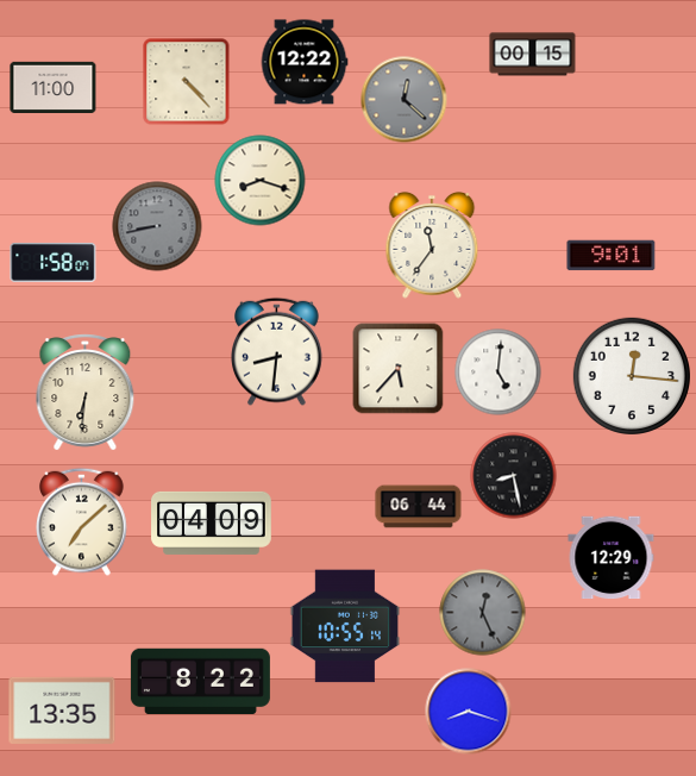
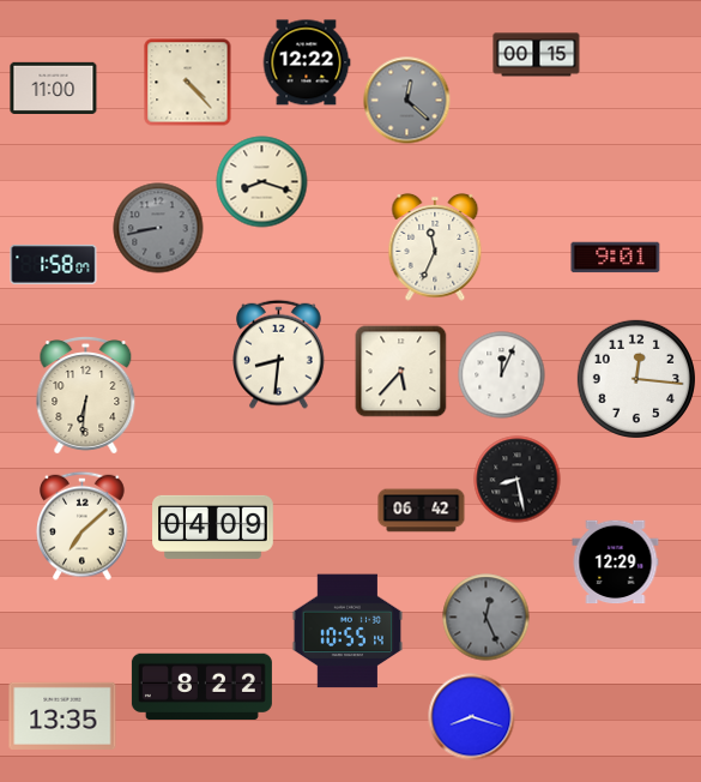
clock at (432, 245): 11:36 -> 11:34
clock at (499, 373): 5:01 -> 12:04
clock at (419, 507): 06:44 -> 06:42
